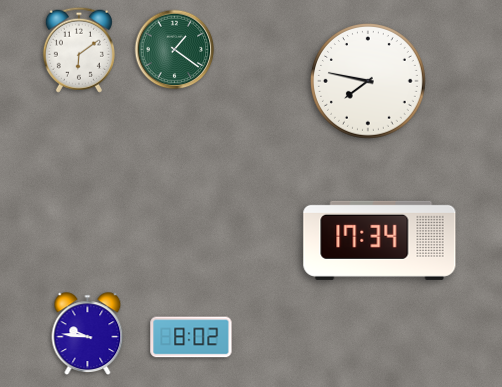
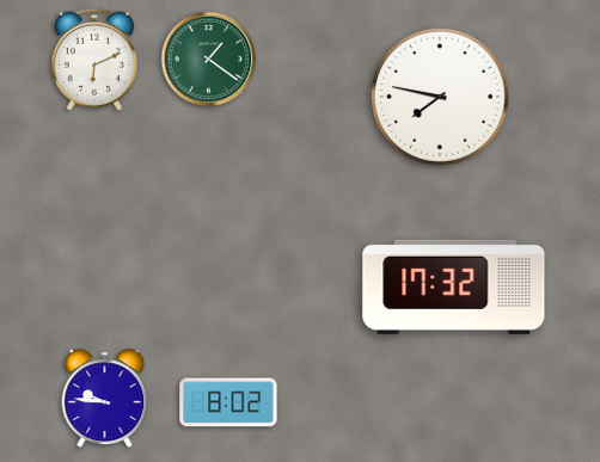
clock at (79, 50): 6:09 -> 6:11
clock at (380, 240): 17:34 -> 17:32
